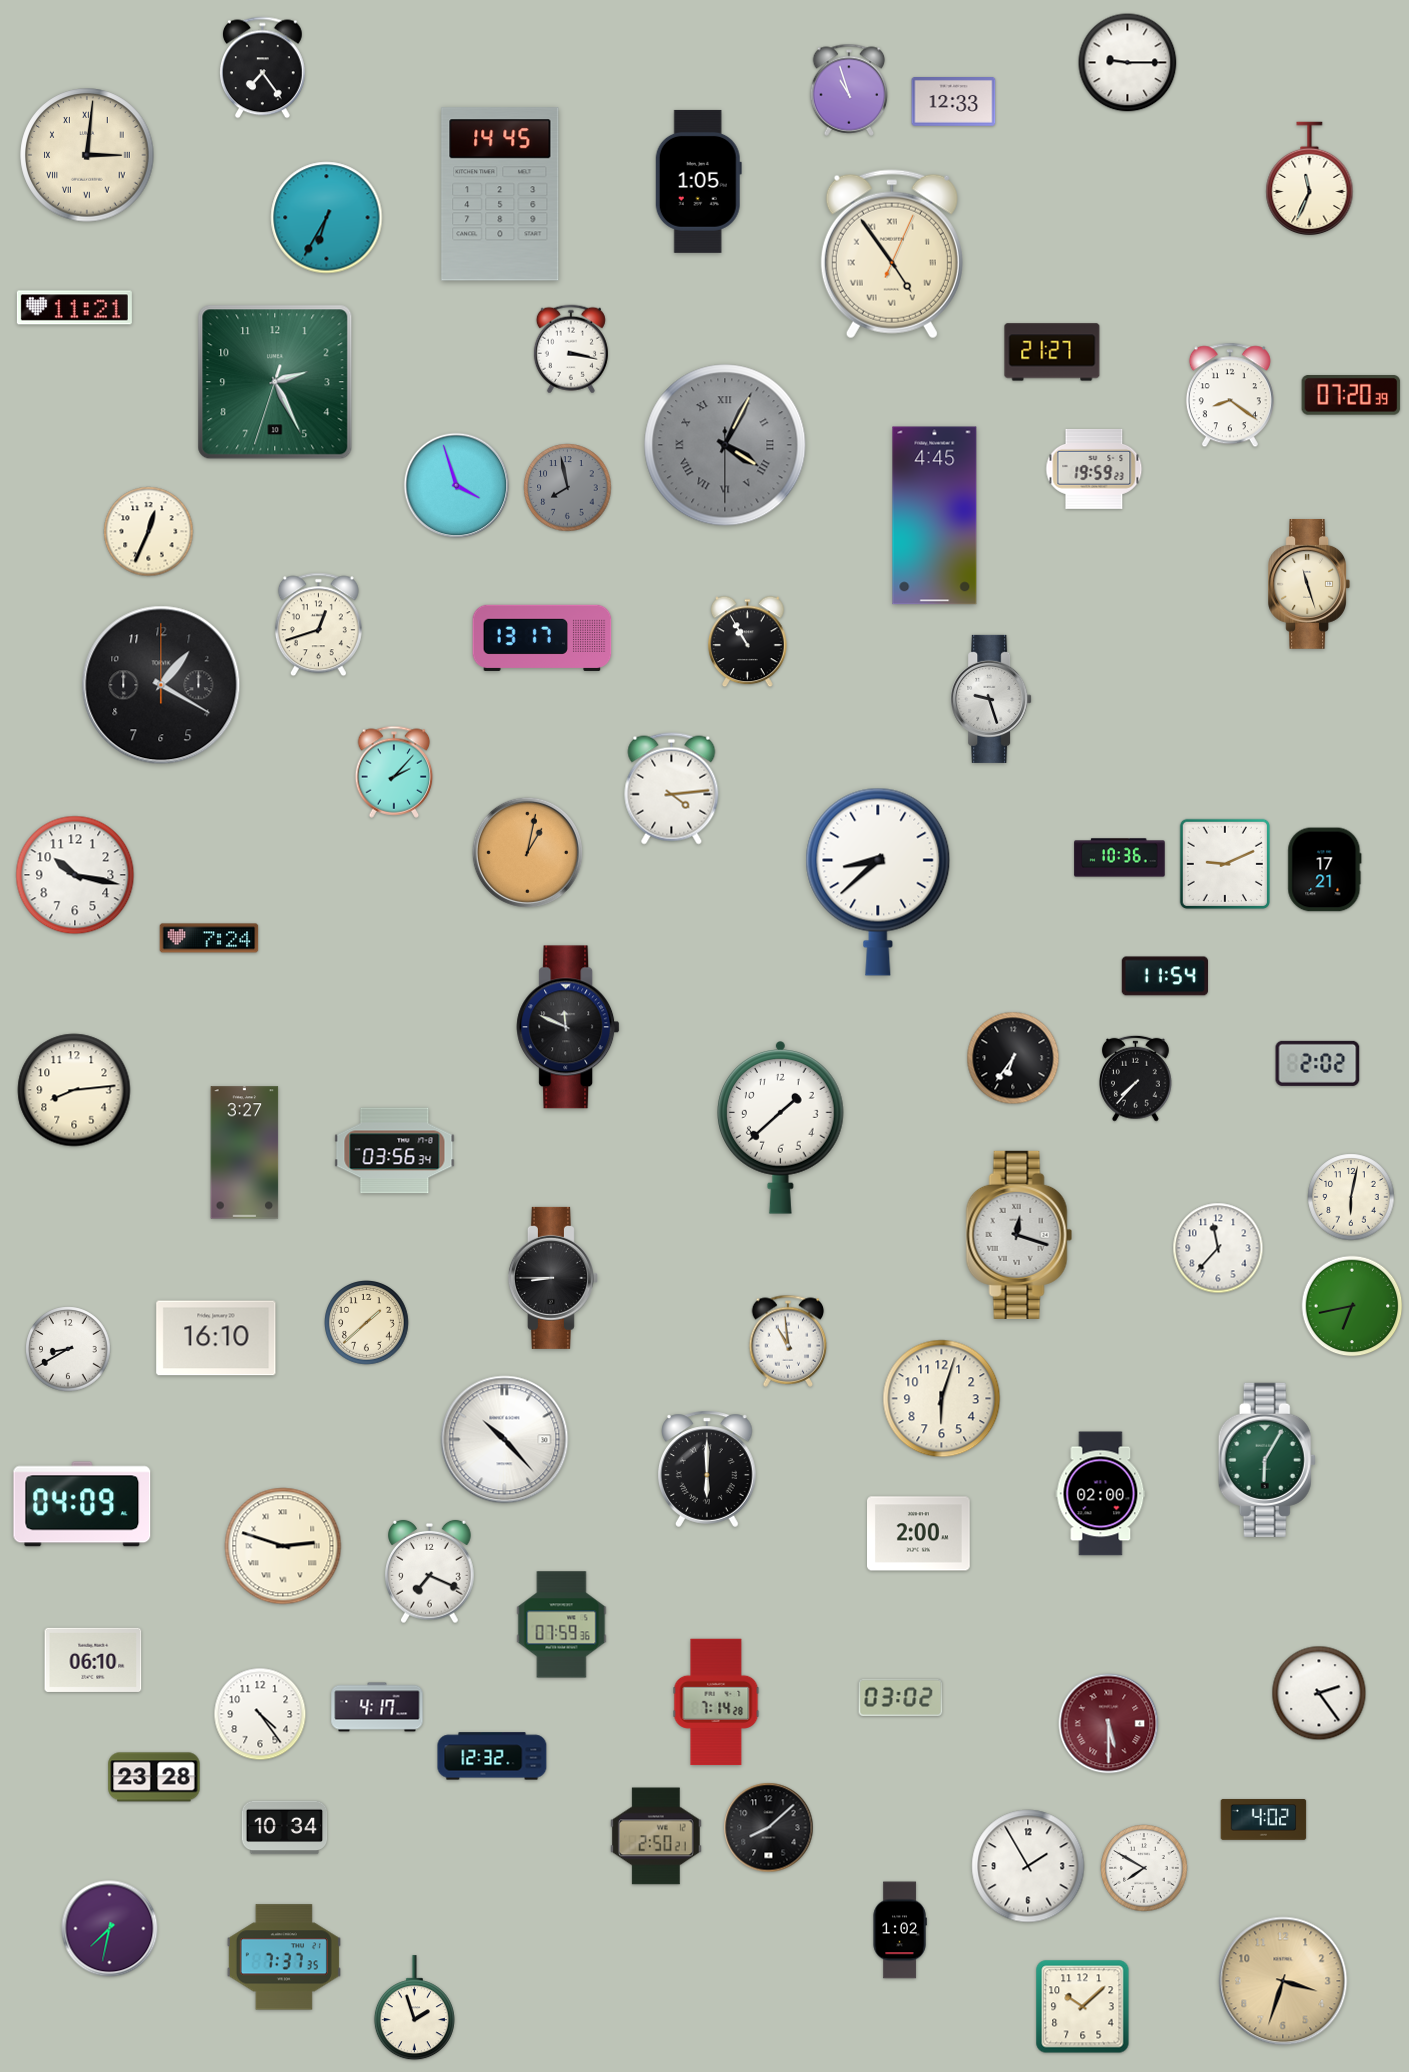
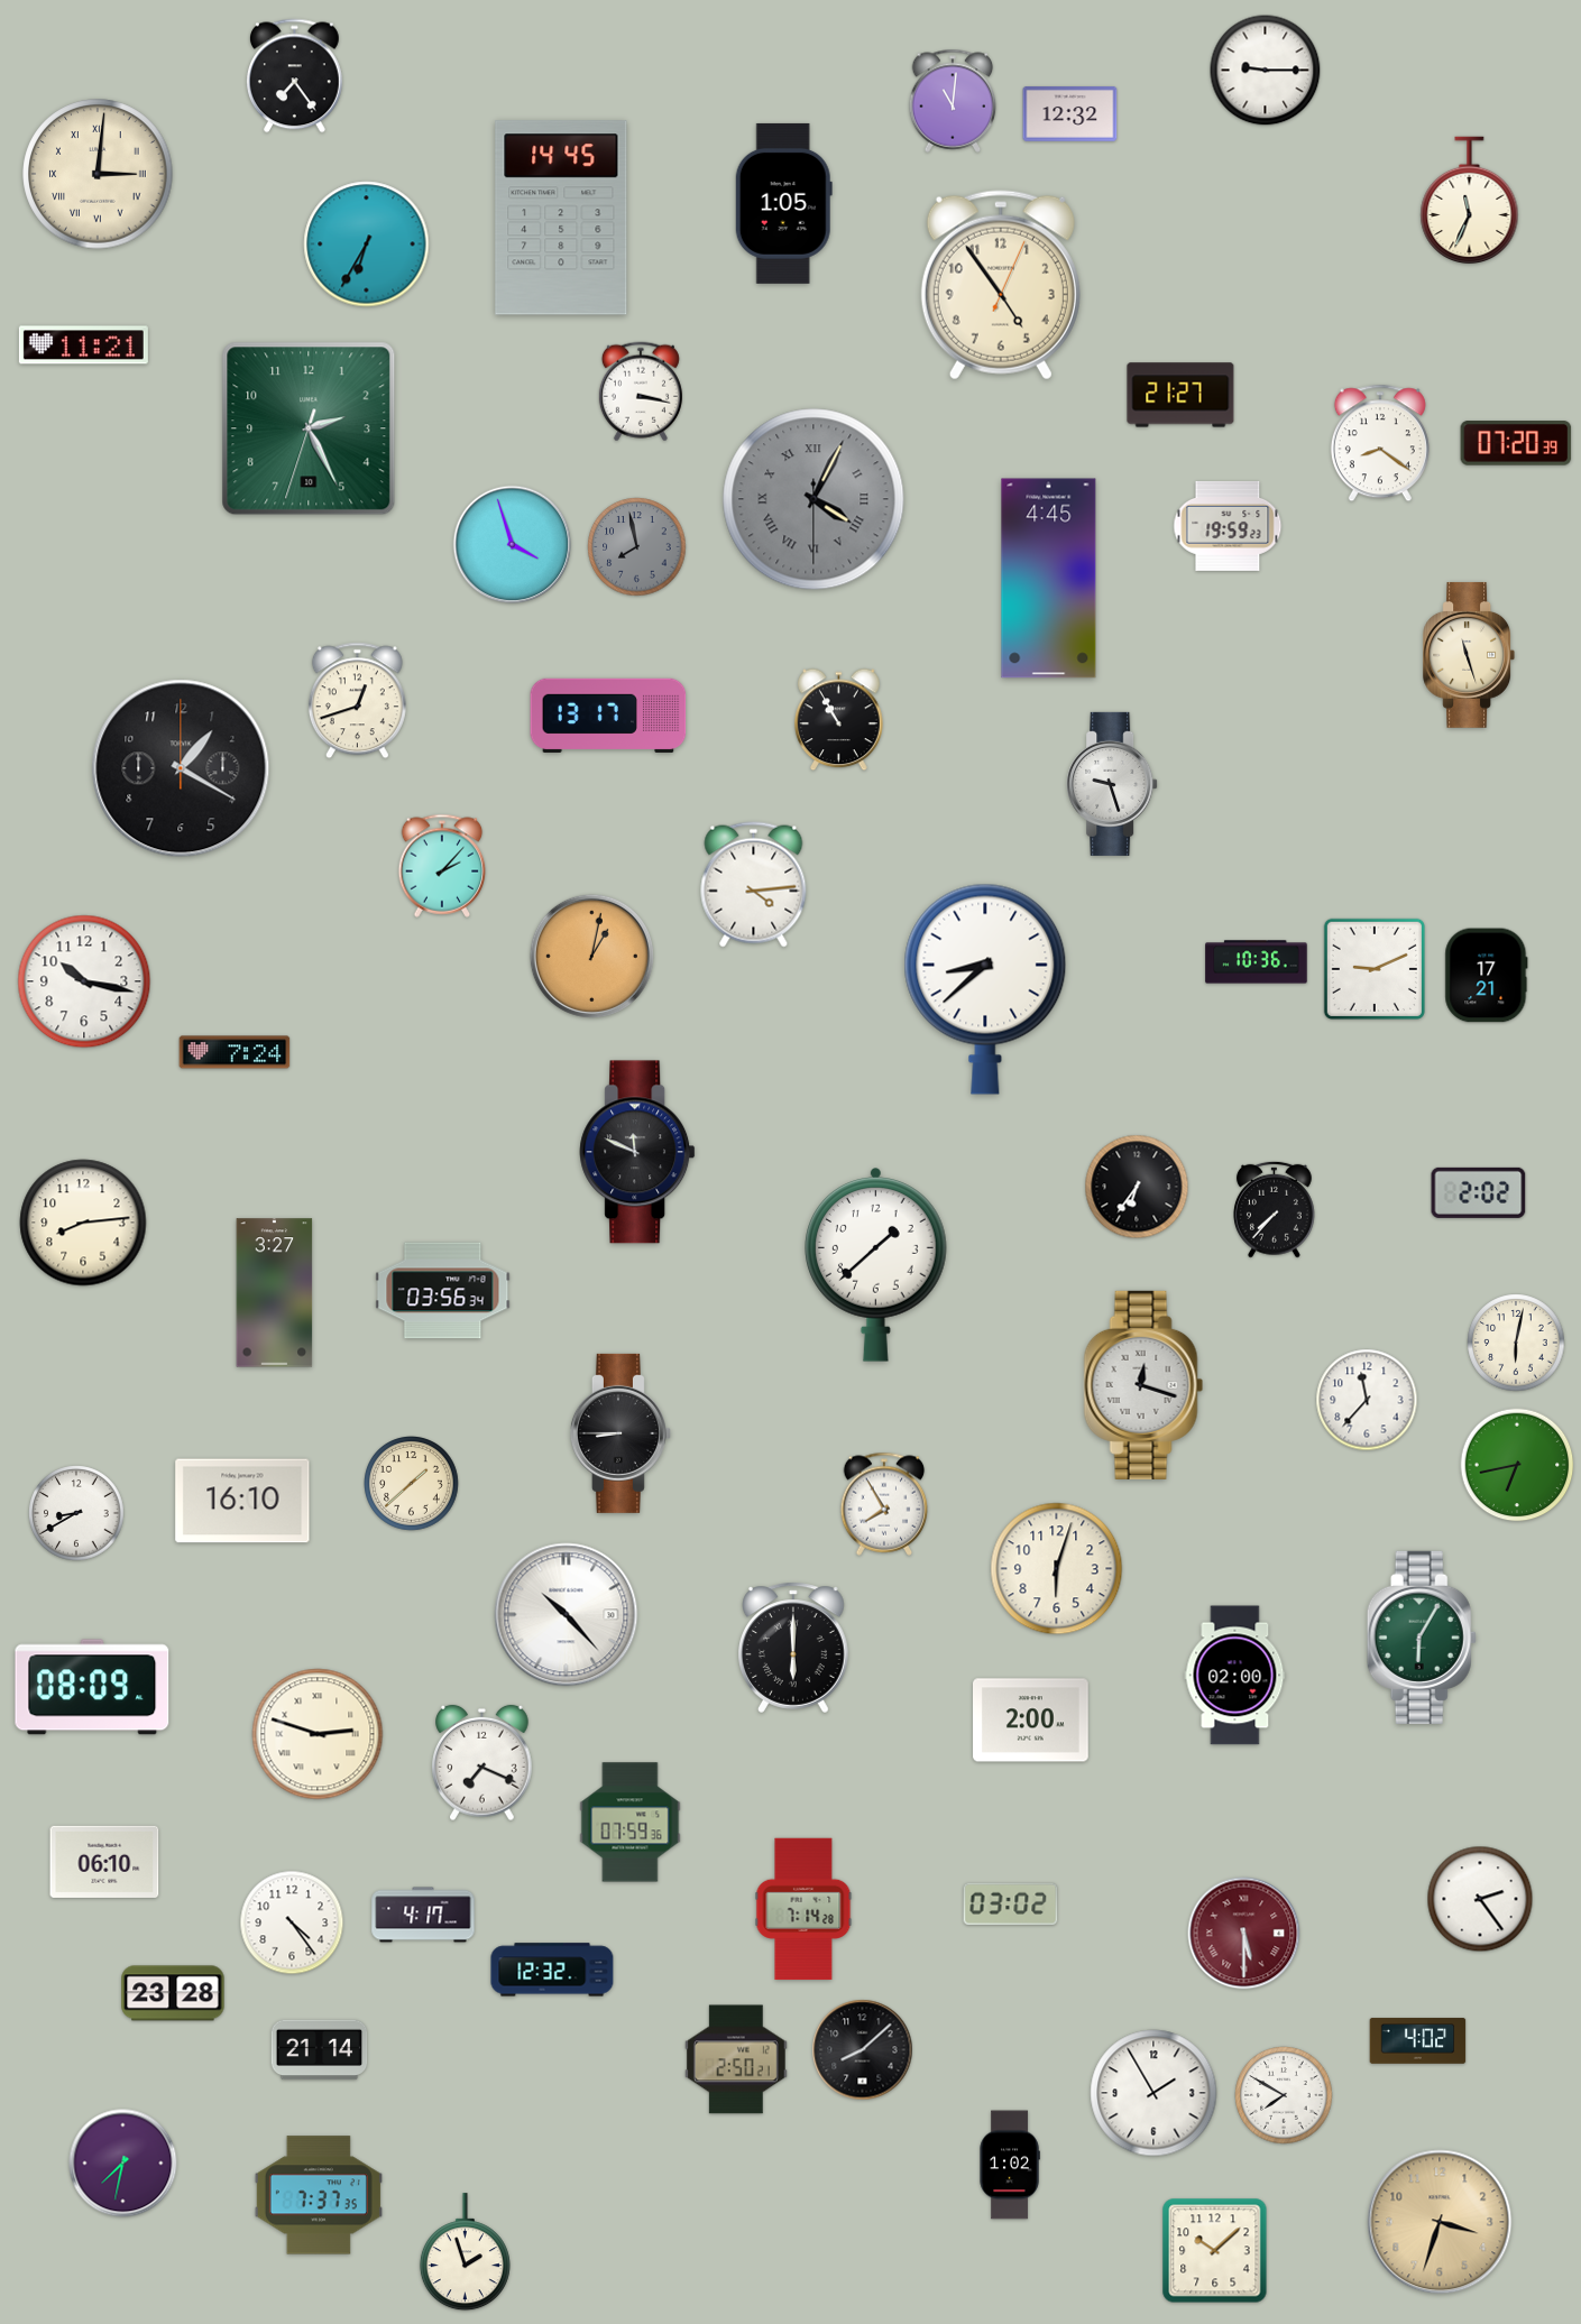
clock at (849, 90): 10:57 -> 11:01
clock at (954, 102): 12:33 -> 12:32
clock at (892, 254) numerals: Roman -> Arabic
clock at (149, 532): 12:34 -> none
clock at (1164, 976): 11:54 -> none
clock at (788, 1341): 10:59 -> 7:55
clock at (82, 1504): 04:09 -> 08:09
clock at (285, 1828): 10:34 -> 21:14
